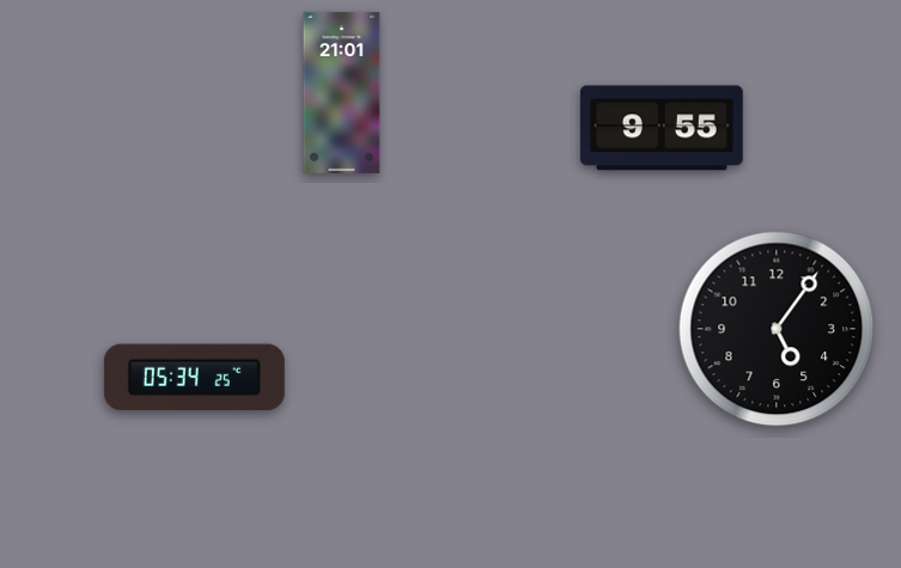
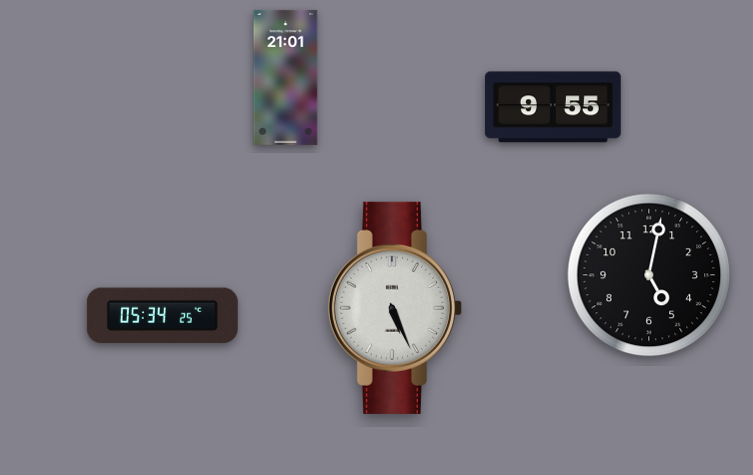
clock at (777, 329): 5:06 -> 5:02
clock at (395, 308): none -> 5:26
